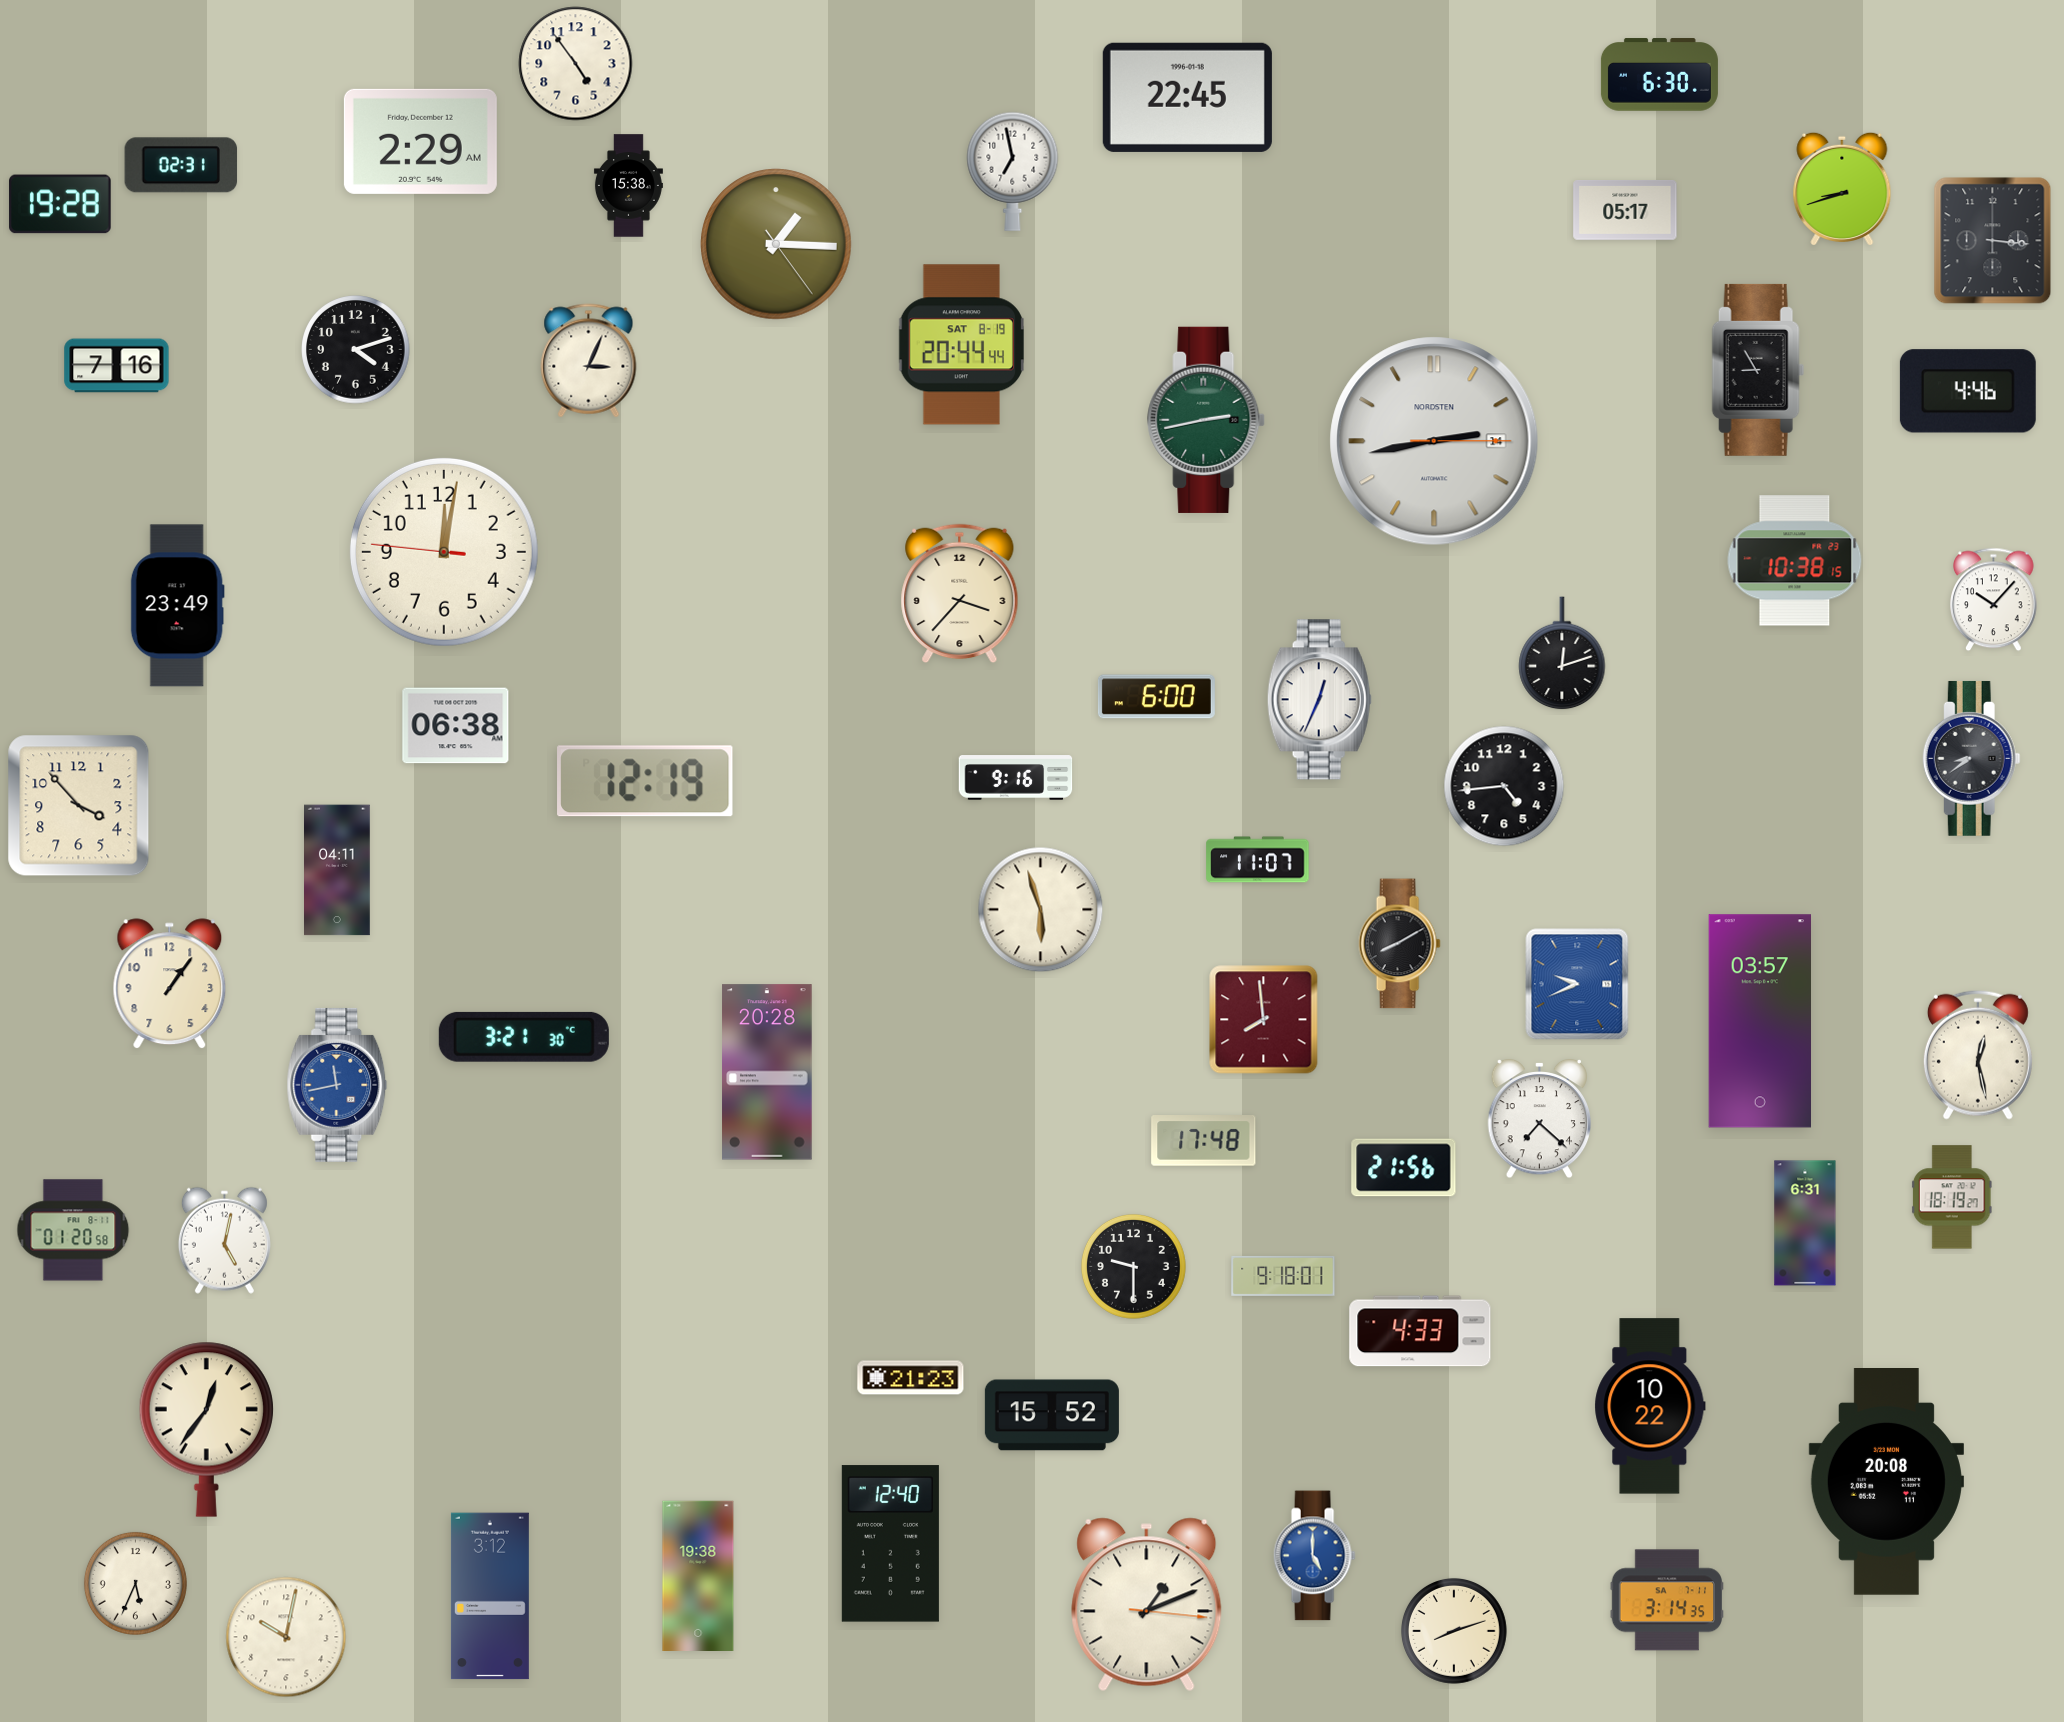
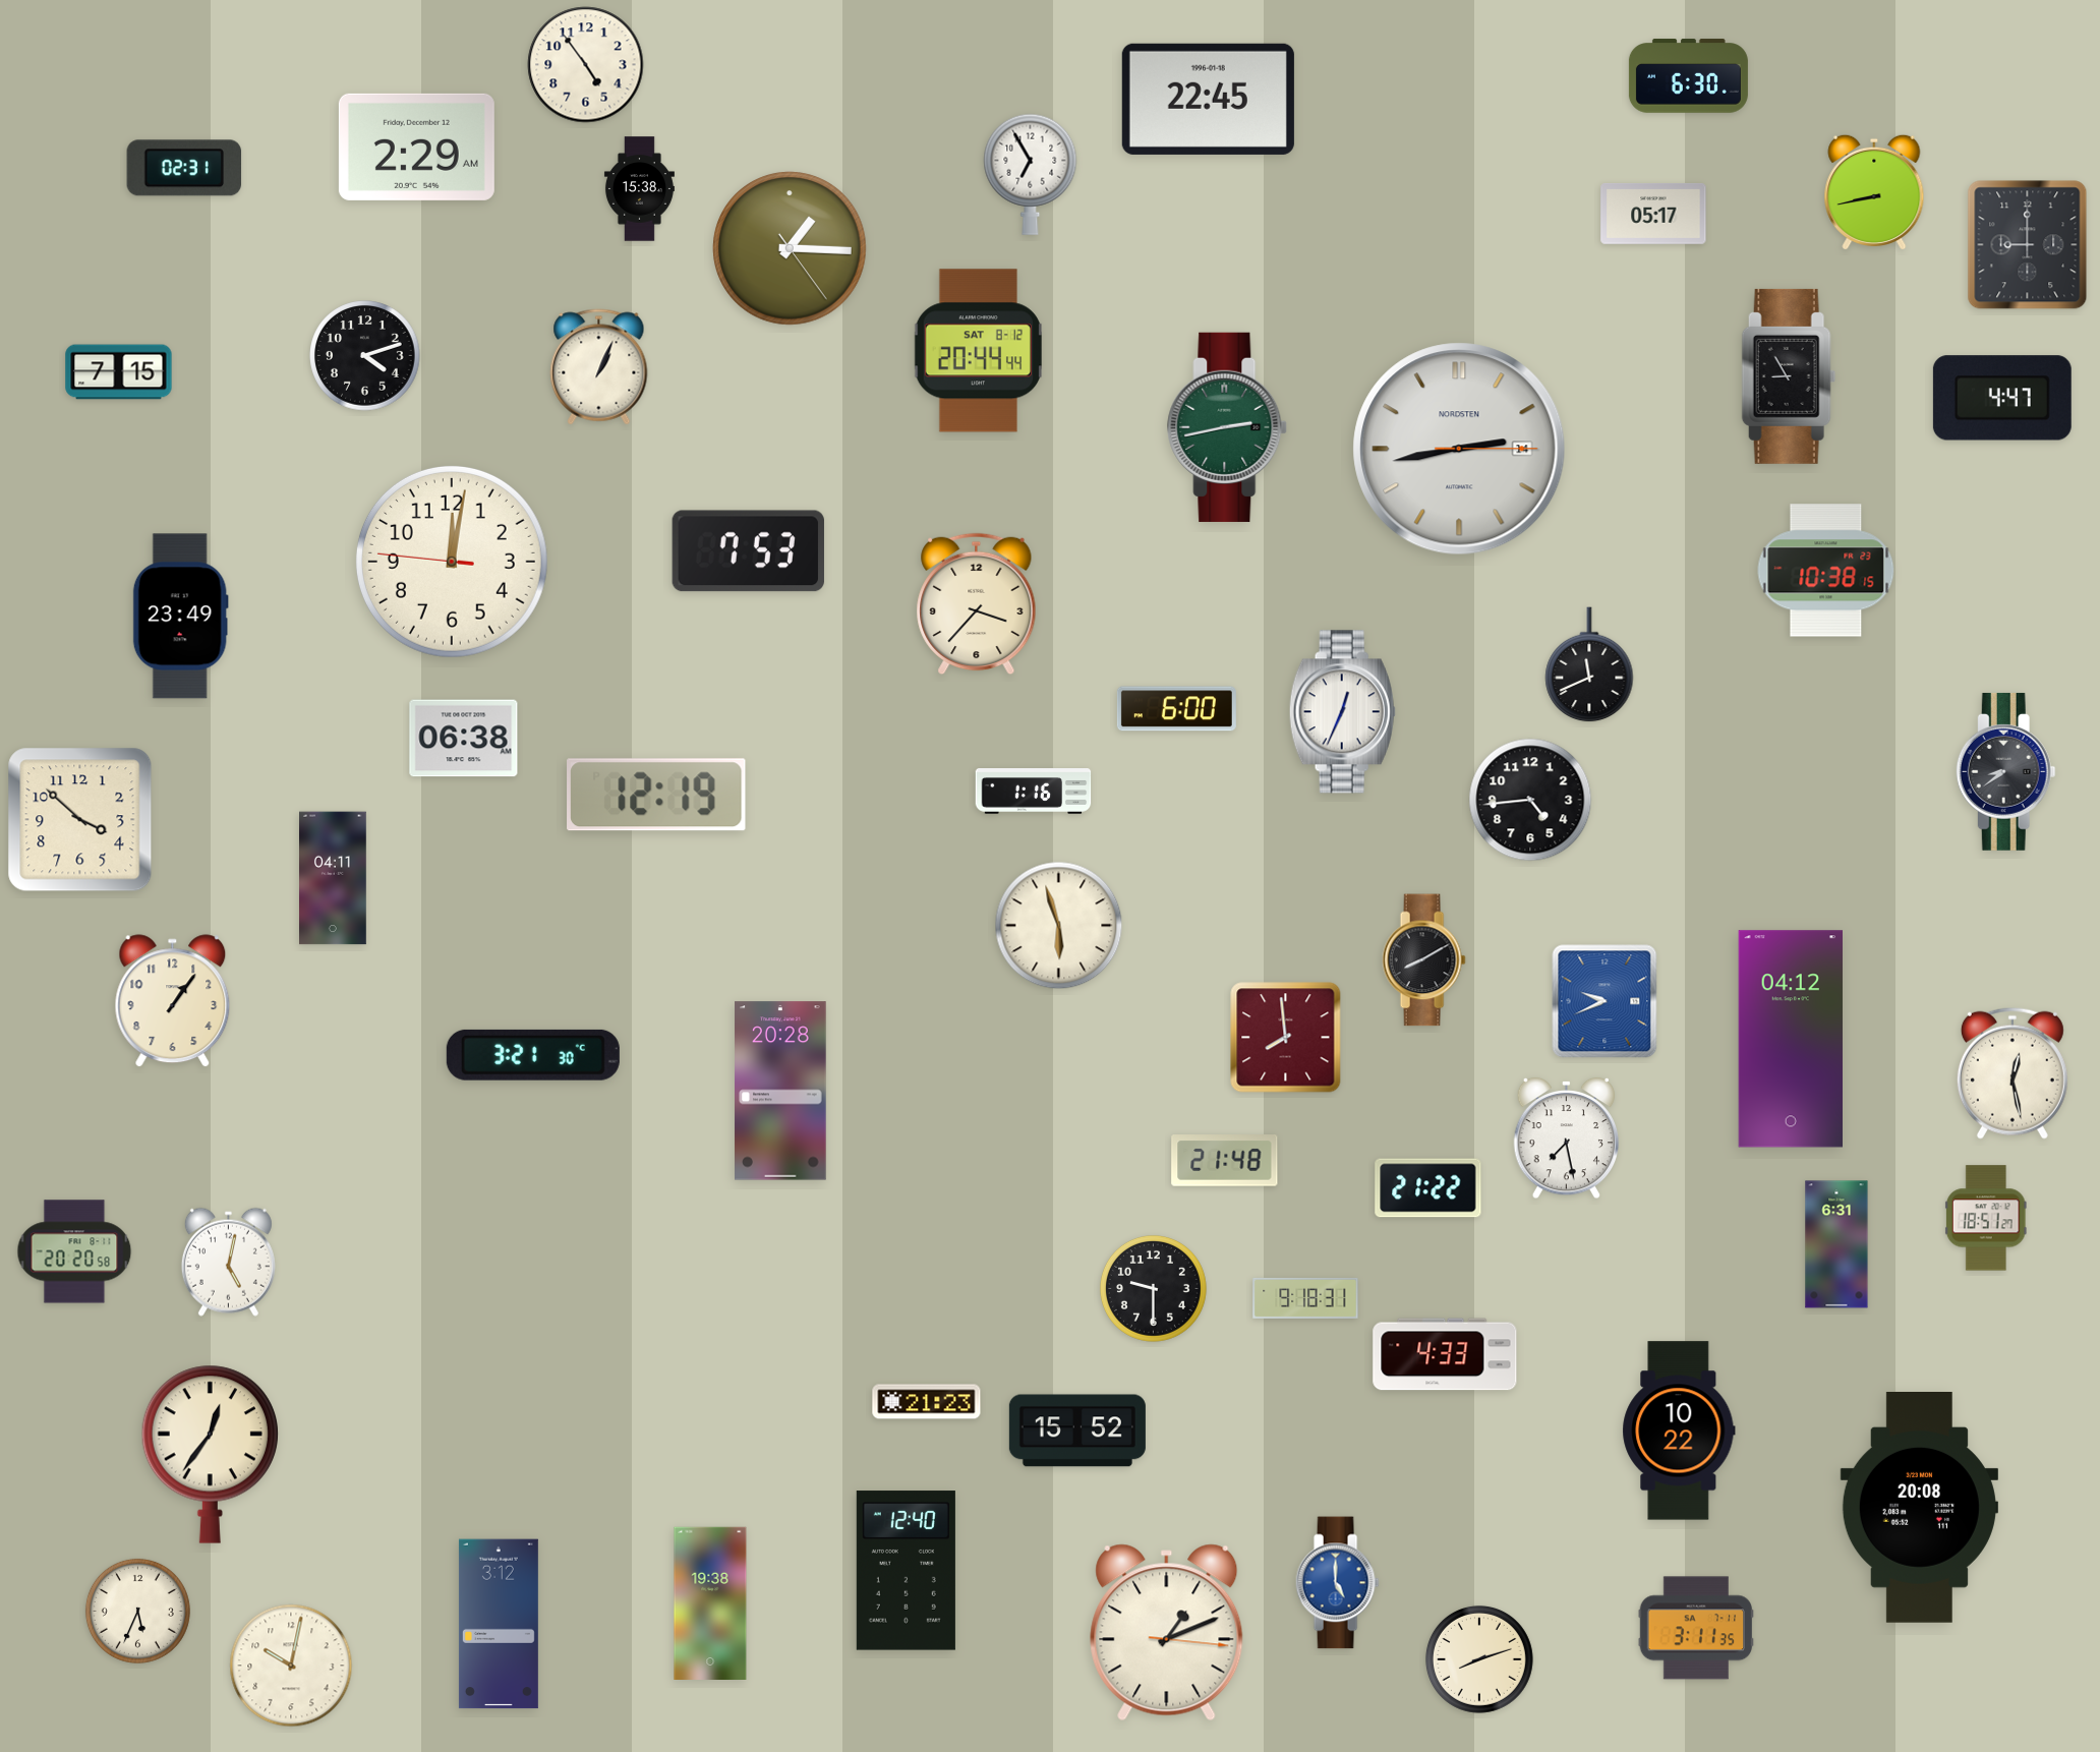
clock at (420, 141) position: (420, 141) -> (416, 147)
clock at (1013, 171): 6:58 -> 6:55
clock at (1842, 188): 8:42 -> 8:43
clock at (60, 204): 19:28 -> none
clock at (1993, 241): 3:16 -> 9:00
clock at (961, 345) date: SAT 8-19 -> SAT 8-12
clock at (356, 350) position: (356, 350) -> (365, 356)
clock at (589, 361): 3:04 -> 1:04
clock at (117, 366): 7:16 -> 7:15
clock at (1968, 391): 4:46 -> 4:47
clock at (748, 551): none -> 7:53
clock at (1994, 600): 10:07 -> none
clock at (1562, 654): 12:12 -> 11:41
clock at (1016, 778): 9:16 -> 1:16
clock at (79, 806): 3:53 -> 3:52
clock at (1258, 860): 11:07 -> none
clock at (338, 870) position: (338, 870) -> (334, 878)
clock at (1759, 1021): 03:57 -> 04:12
clock at (337, 1085): 11:43 -> none
clock at (1540, 1119): 7:22 -> 7:28
clock at (1204, 1141): 17:48 -> 21:48
clock at (1404, 1168): 21:56 -> 21:22
clock at (1952, 1197): 18:19 -> 18:51
clock at (73, 1230): 01:20 -> 20:20
clock at (1283, 1276): 9:18:01 -> 9:18:31
clock at (1052, 1415) position: (1052, 1415) -> (1077, 1430)
clock at (1666, 1600): 3:14 -> 3:11
